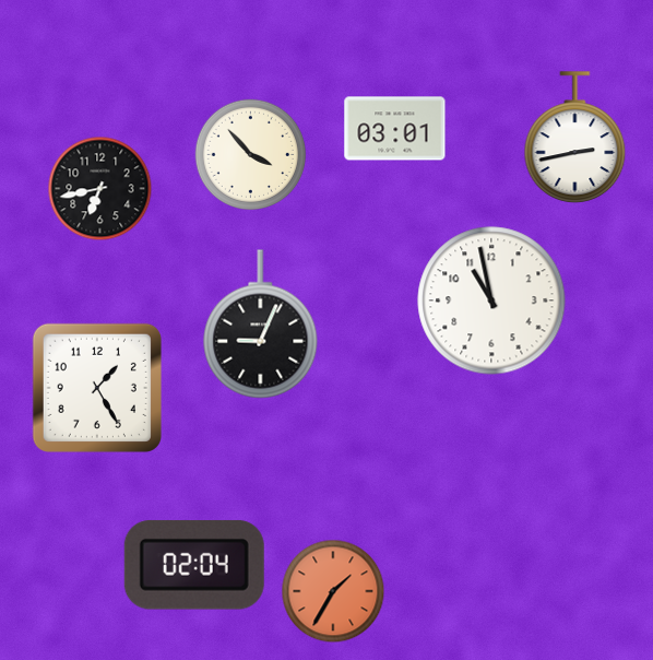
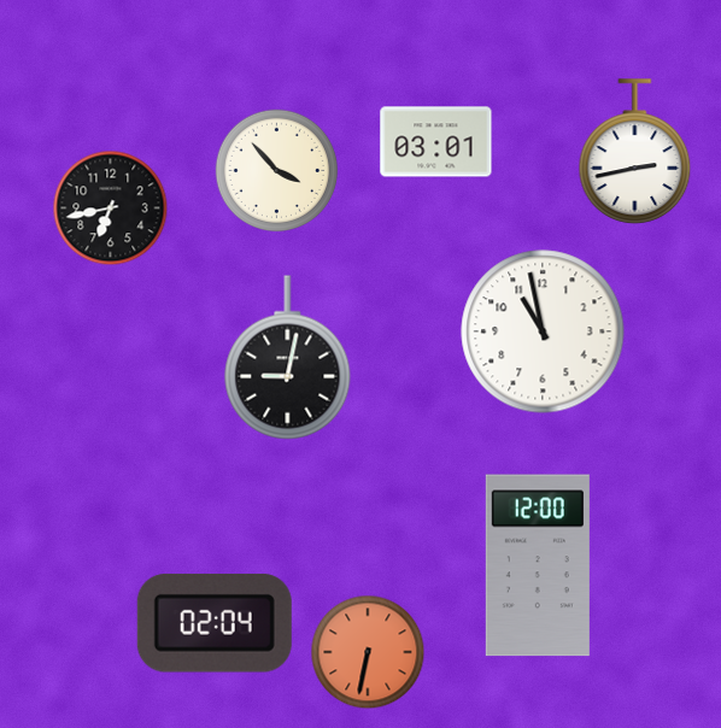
clock at (261, 325): 9:04 -> 9:02
clock at (97, 388): 1:25 -> none
clock at (538, 565): none -> 12:00
clock at (333, 591): 1:35 -> 6:32
